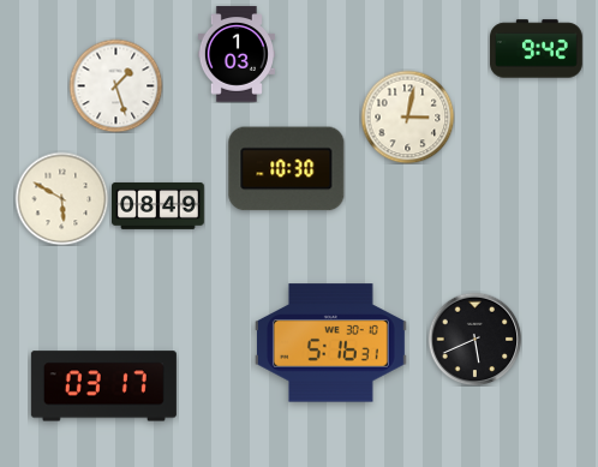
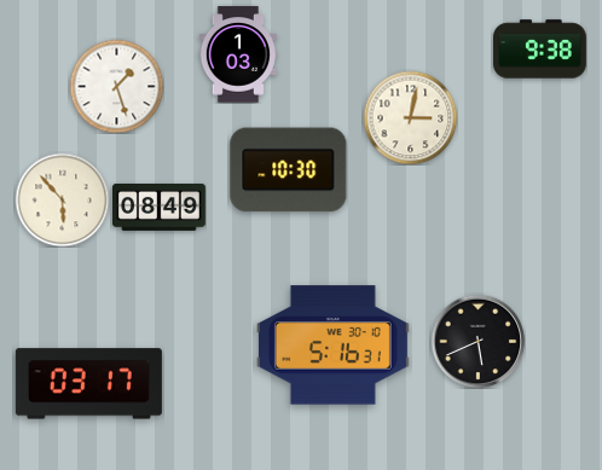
clock at (537, 49): 9:42 -> 9:38
clock at (61, 198): 5:50 -> 5:53
clock at (103, 387) position: (103, 387) -> (88, 384)
